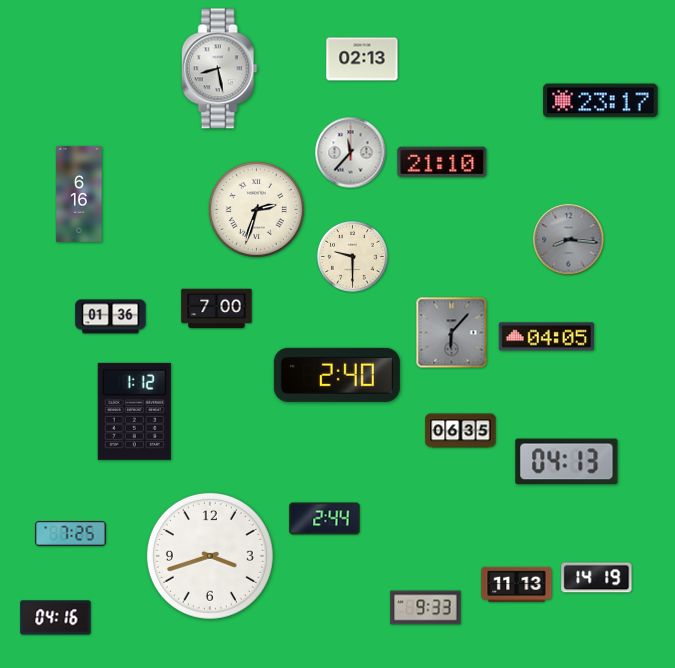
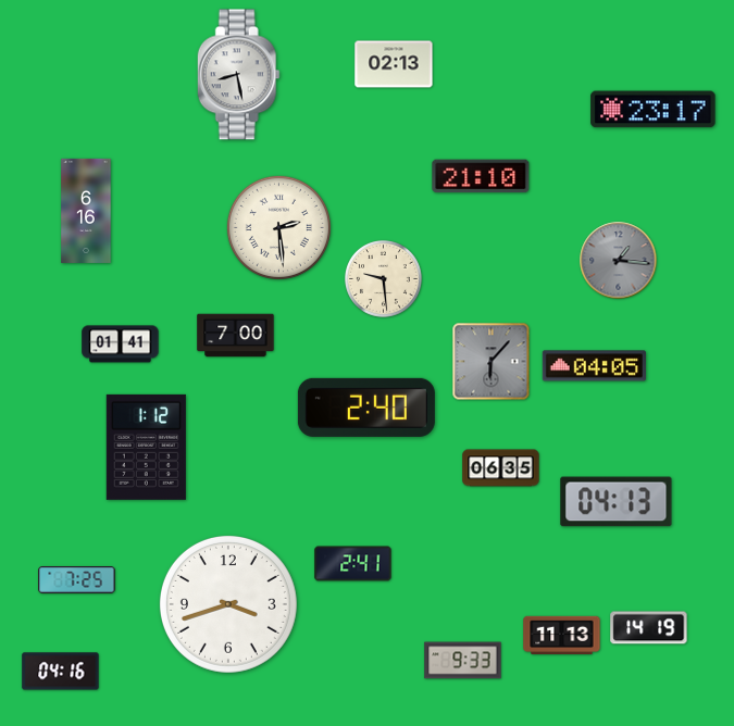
clock at (351, 153): 11:37 -> none
clock at (256, 209): 2:33 -> 2:29
clock at (569, 240): 8:16 -> 1:16
clock at (353, 257): 9:30 -> 9:29
clock at (111, 317): 01:36 -> 01:41
clock at (325, 519): 2:44 -> 2:41
